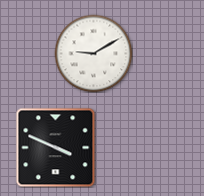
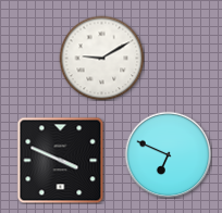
clock at (168, 154): none -> 6:49
